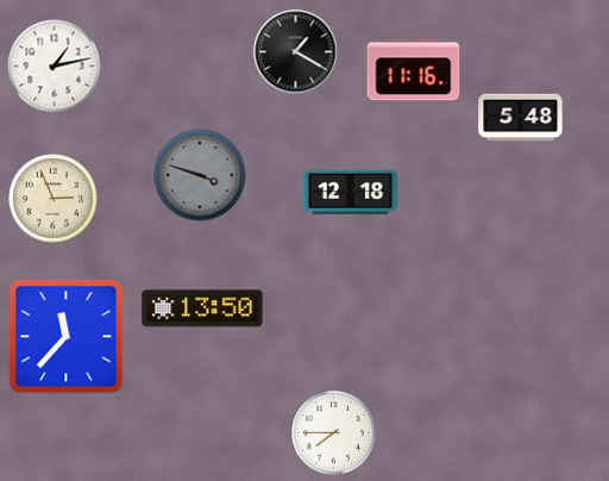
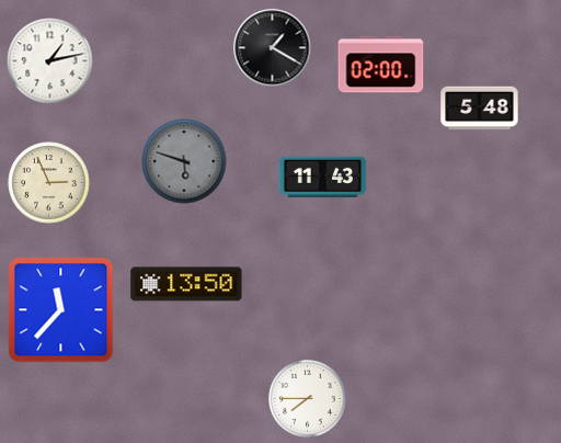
clock at (414, 70): 11:16 -> 02:00
clock at (200, 175): 3:48 -> 5:48
clock at (351, 192): 12:18 -> 11:43
